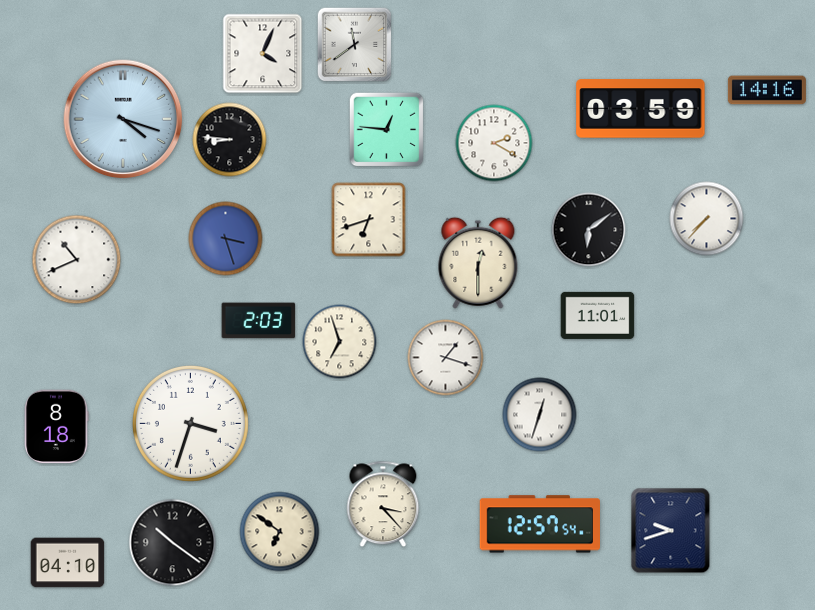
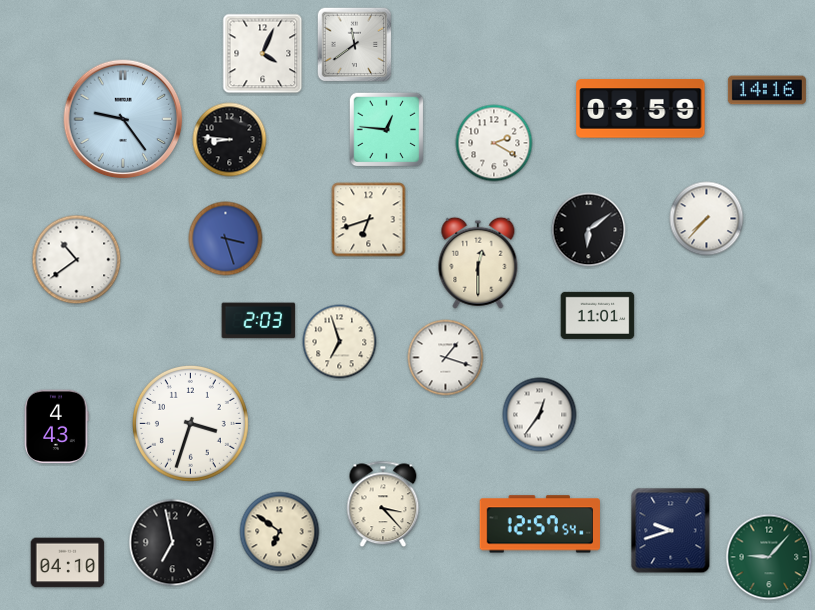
clock at (123, 119): 4:18 -> 9:24
clock at (77, 260): 10:41 -> 10:39
clock at (540, 415): 12:33 -> 12:36
clock at (56, 427): 8:18 -> 4:43
clock at (173, 543): 10:21 -> 6:58
clock at (769, 557): none -> 9:07
